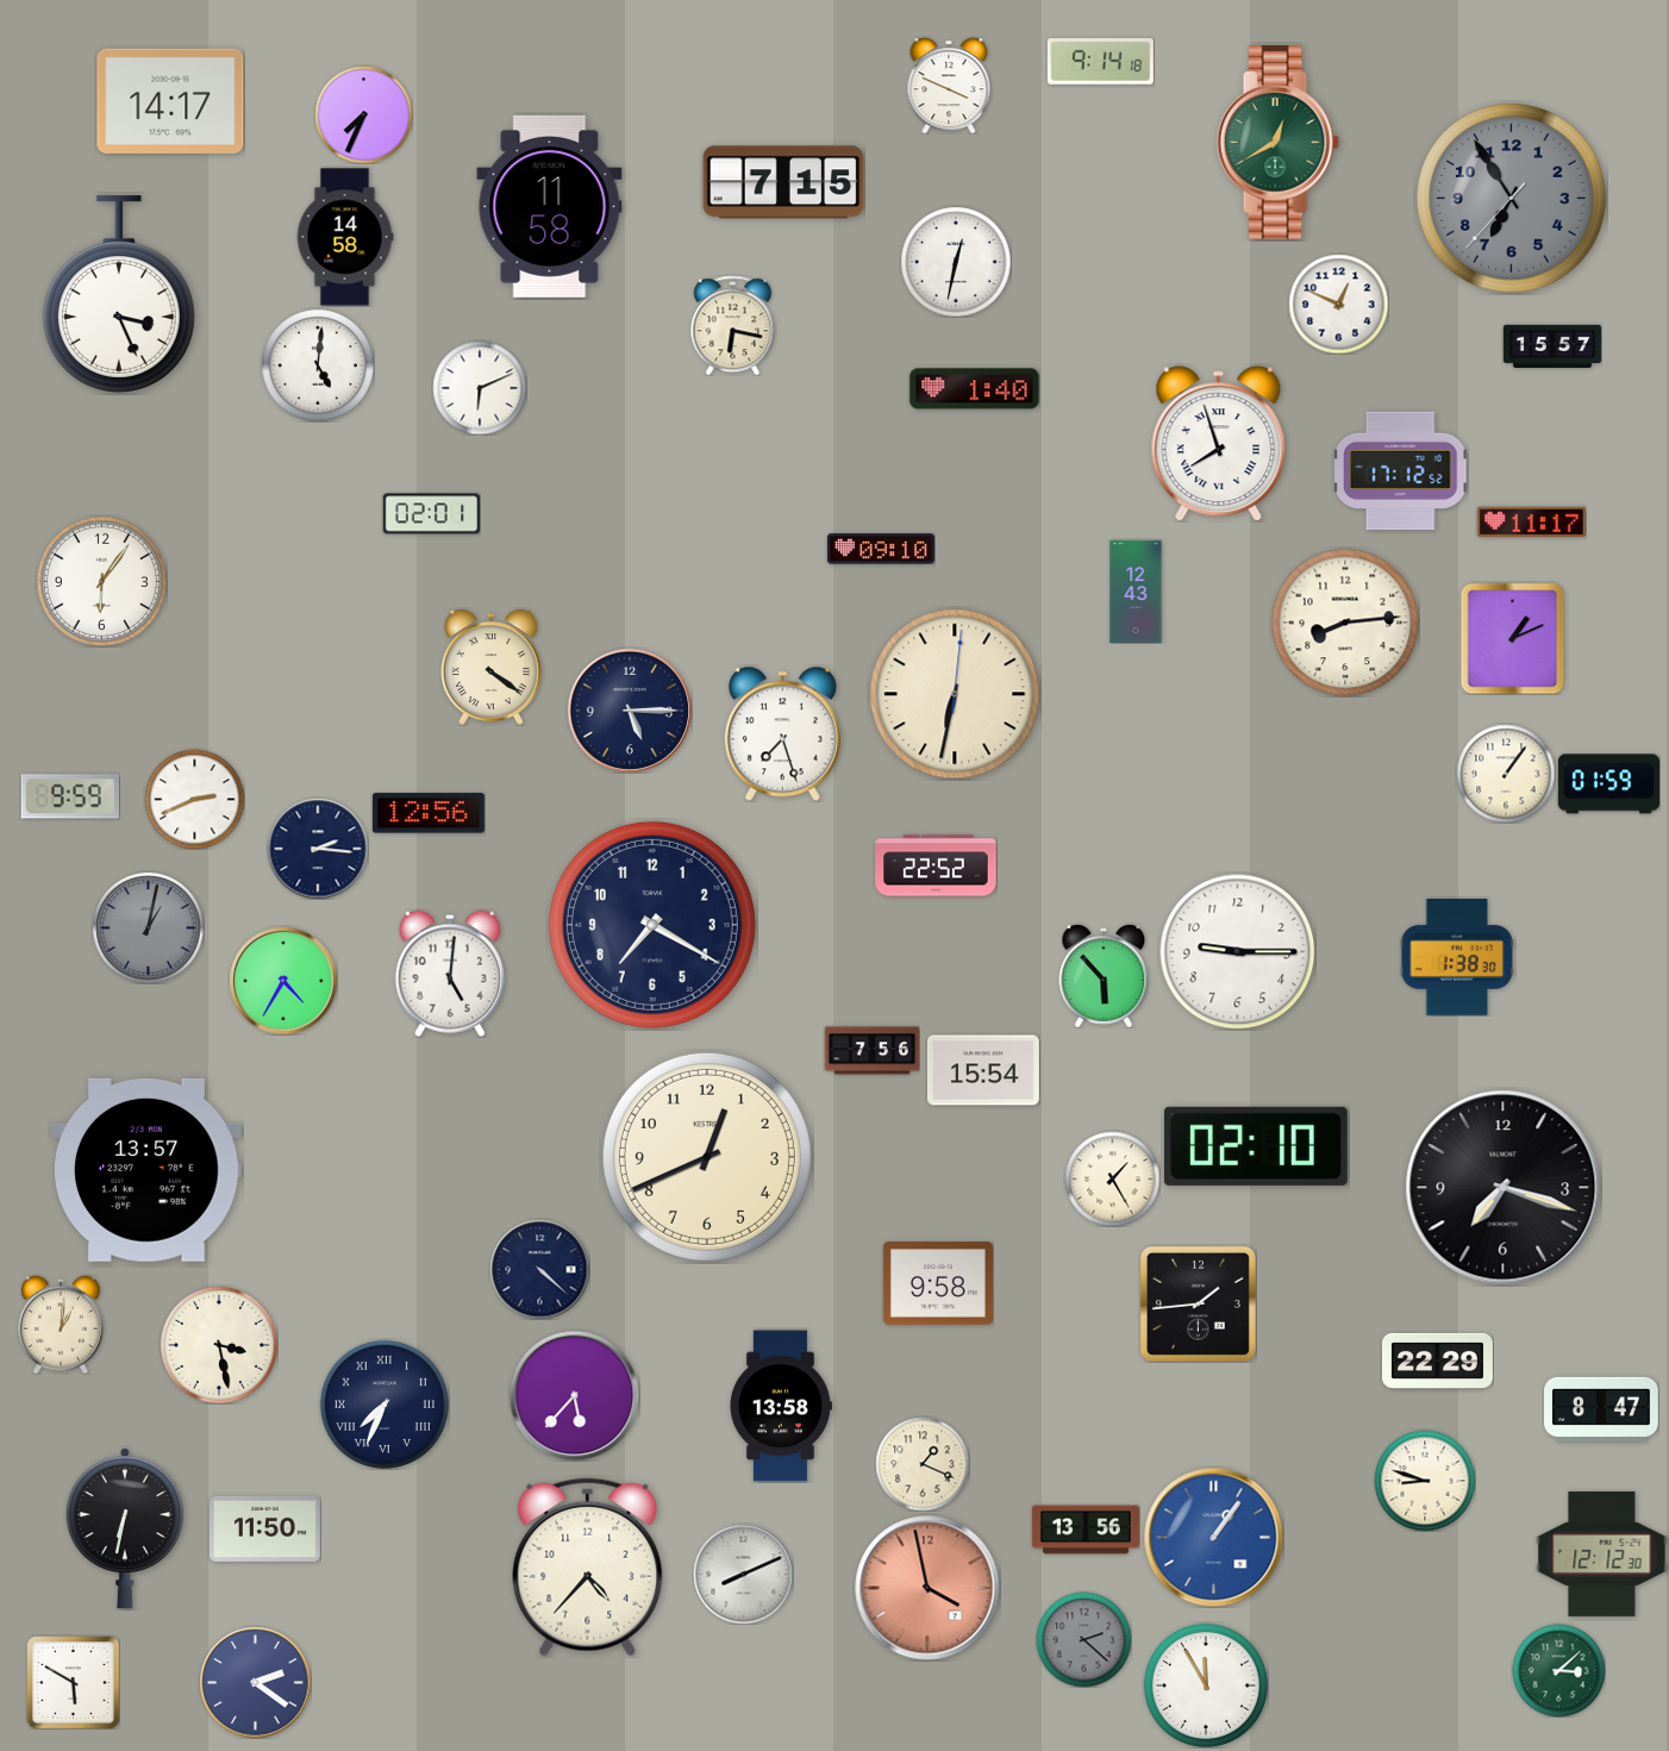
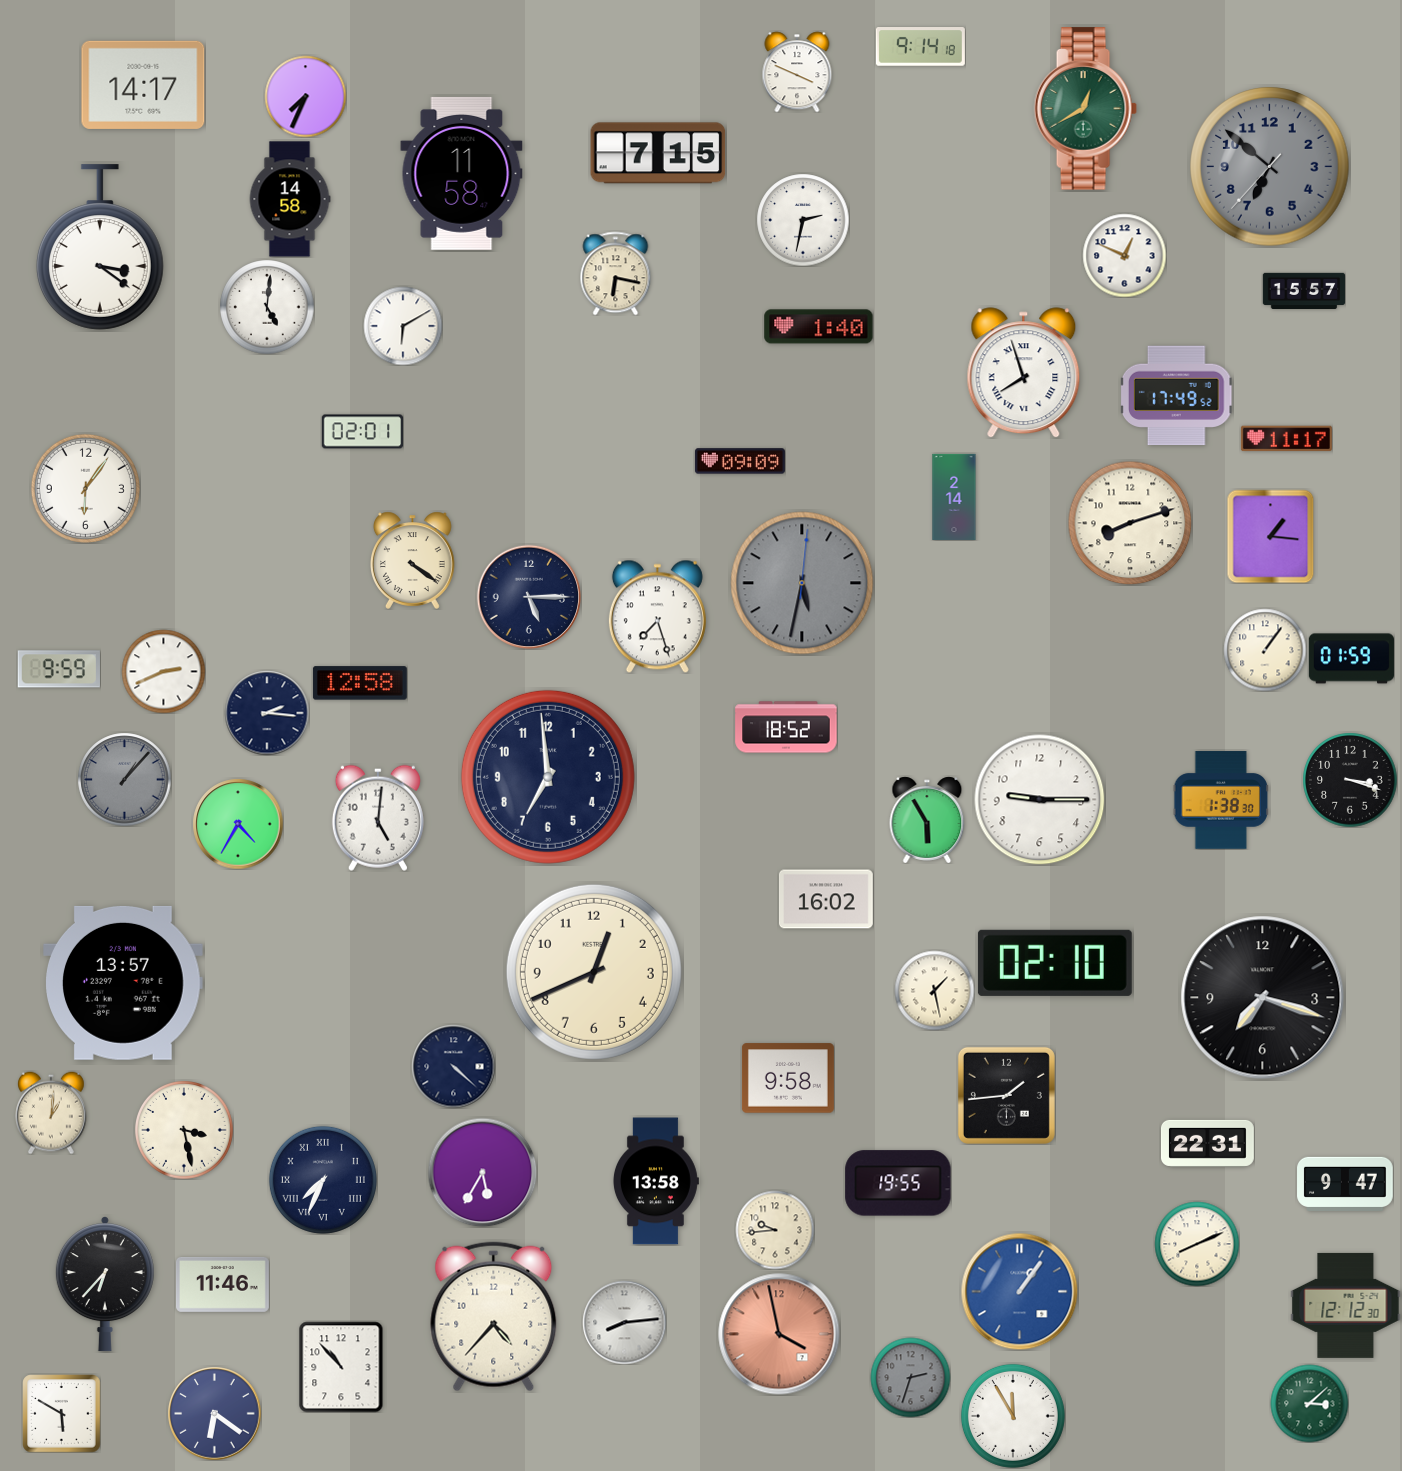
clock at (1100, 62) position: (1100, 62) -> (920, 47)
clock at (1277, 143) position: (1277, 143) -> (1085, 109)
clock at (1512, 199): 6:54 -> 6:51
clock at (956, 262): 12:32 -> 2:32
clock at (119, 294): 3:26 -> 3:21
clock at (480, 388): 6:11 -> 6:10
clock at (1400, 471): 17:12 -> 17:49
clock at (881, 549): 09:10 -> 09:09
clock at (1136, 592): 12:43 -> 2:14
clock at (1345, 623): 8:14 -> 8:12
clock at (1513, 638): 1:11 -> 1:16
clock at (955, 694): 6:32 -> 5:32
clock at (955, 694) dial: cream -> grey
clock at (429, 813): 12:56 -> 12:58
clock at (936, 865): 22:52 -> 18:52
clock at (652, 925): 7:20 -> 6:59
clock at (148, 927): 1:02 -> 1:07
clock at (1350, 780): none -> 3:18
clock at (1456, 957) position: (1456, 957) -> (1220, 800)
clock at (1104, 976): 5:53 -> 5:55
clock at (871, 1051): 7:56 -> none
clock at (983, 1070): 15:54 -> 16:02
clock at (1112, 1178): 1:25 -> 1:28
clock at (1438, 1361): 22:29 -> 22:31
clock at (574, 1395): 5:37 -> 5:35
clock at (898, 1183): none -> 19:55
clock at (1601, 1408): 8:47 -> 9:47
clock at (923, 1464): 1:19 -> 9:44
clock at (1425, 1481): 8:48 -> 8:11
clock at (125, 1528): 6:32 -> 6:37
clock at (264, 1528): 11:50 -> 11:46
clock at (1086, 1530): 13:56 -> none
clock at (743, 1574): 8:11 -> 8:14
clock at (341, 1367): none -> 10:53
clock at (1083, 1639): 2:22 -> 2:33
clock at (255, 1682): 2:21 -> 6:21
